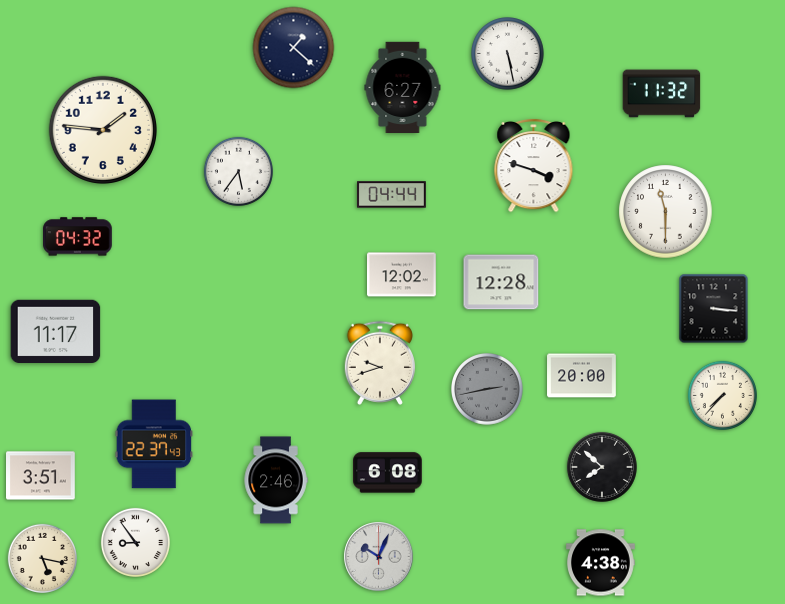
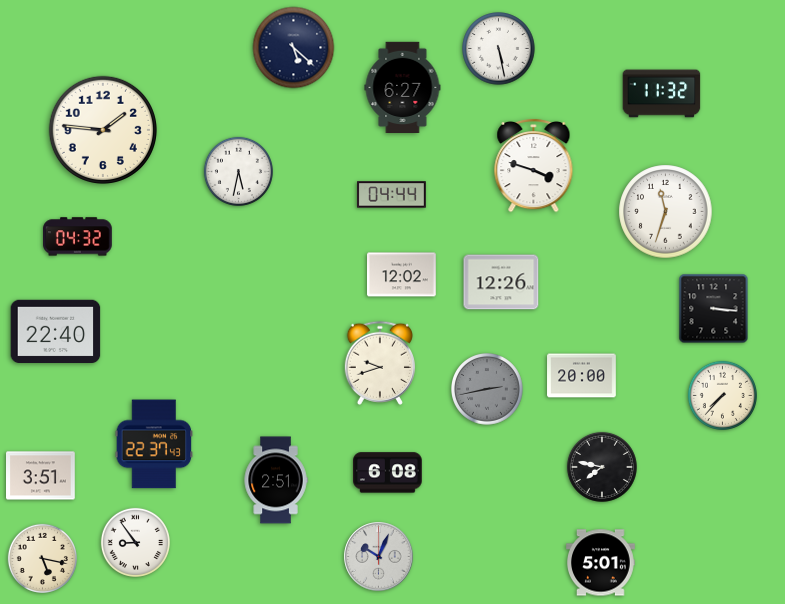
clock at (294, 48): 1:22 -> 5:22
clock at (508, 54) position: (508, 54) -> (499, 49)
clock at (238, 171): 5:36 -> 5:32
clock at (666, 212): 11:30 -> 11:33
clock at (501, 282): 12:28 -> 12:26
clock at (56, 332): 11:17 -> 22:40
clock at (602, 467): 7:52 -> 7:47
clock at (276, 480): 2:46 -> 2:51
clock at (601, 563): 4:38 -> 5:01
